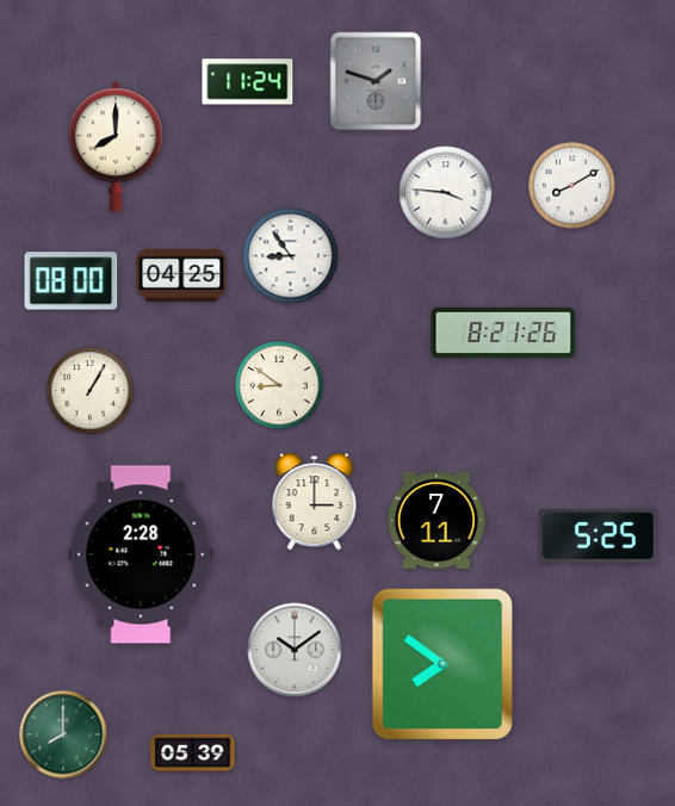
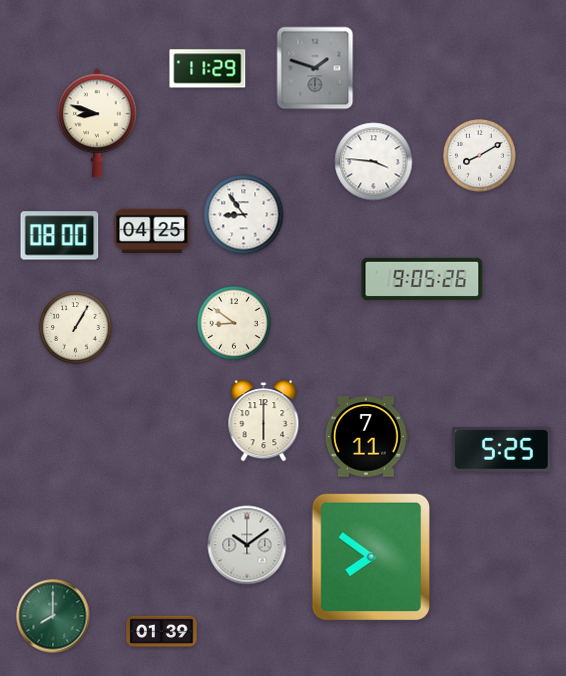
clock at (248, 82): 11:24 -> 11:29
clock at (117, 147): 8:00 -> 8:48
clock at (503, 333): 8:21 -> 9:05
clock at (315, 502): 3:00 -> 6:00
clock at (141, 554): 2:28 -> none
clock at (193, 754): 05:39 -> 01:39
